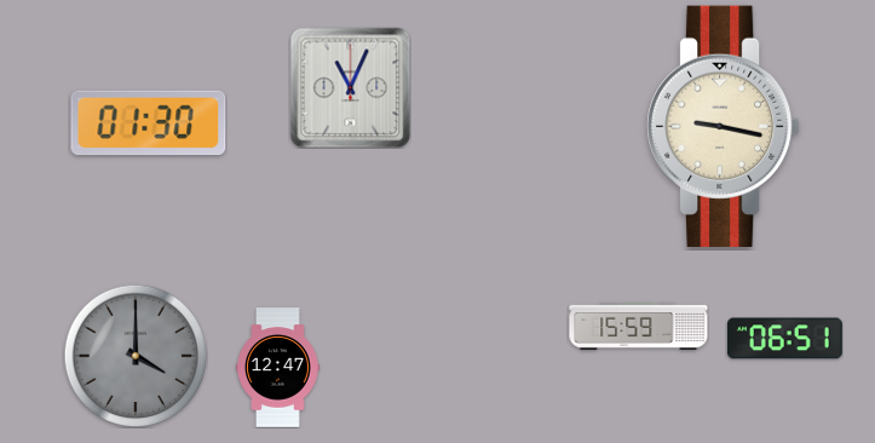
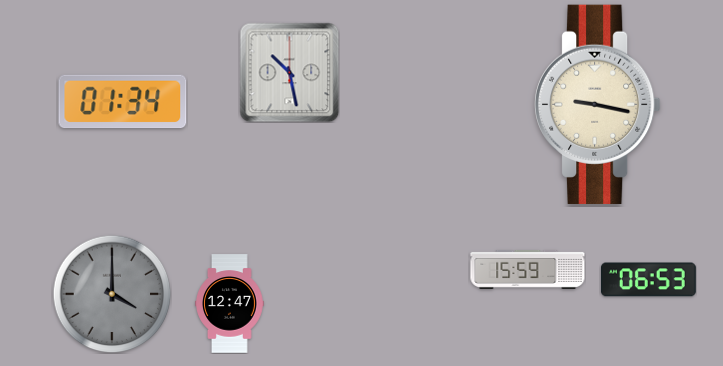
clock at (350, 87): 11:04 -> 10:28
clock at (149, 123): 01:30 -> 01:34
clock at (784, 339): 06:51 -> 06:53
